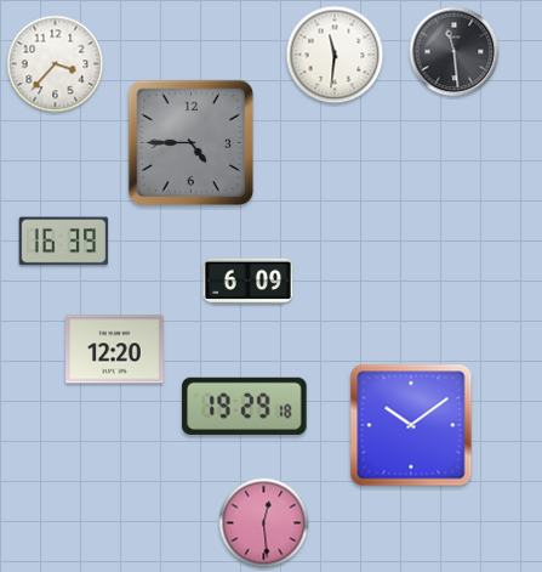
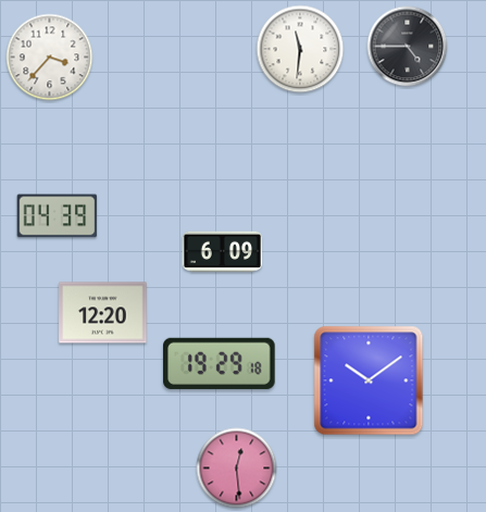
clock at (455, 52): 11:29 -> 4:45
clock at (192, 143): 4:45 -> none
clock at (64, 242): 16:39 -> 04:39
